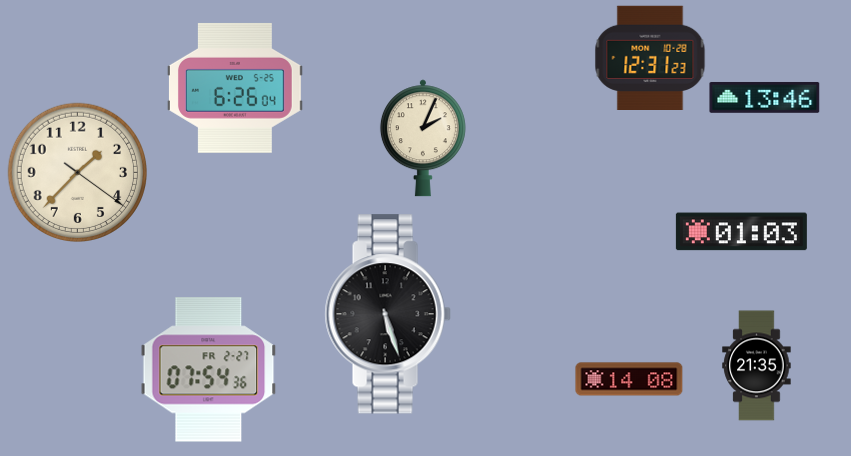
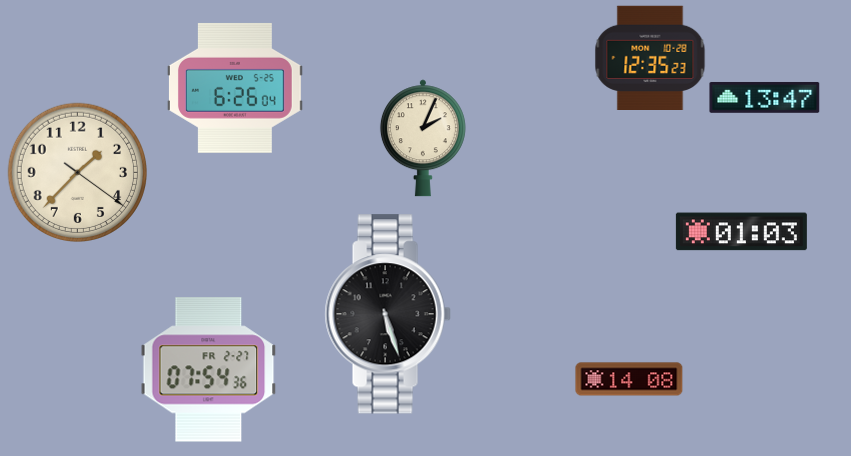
clock at (650, 58): 12:31 -> 12:35
clock at (765, 97): 13:46 -> 13:47
clock at (757, 366): 21:35 -> none
